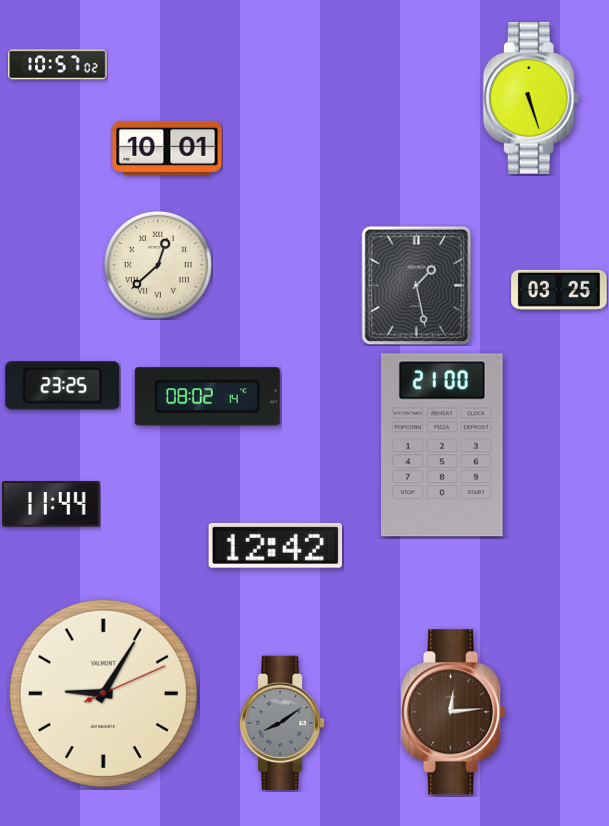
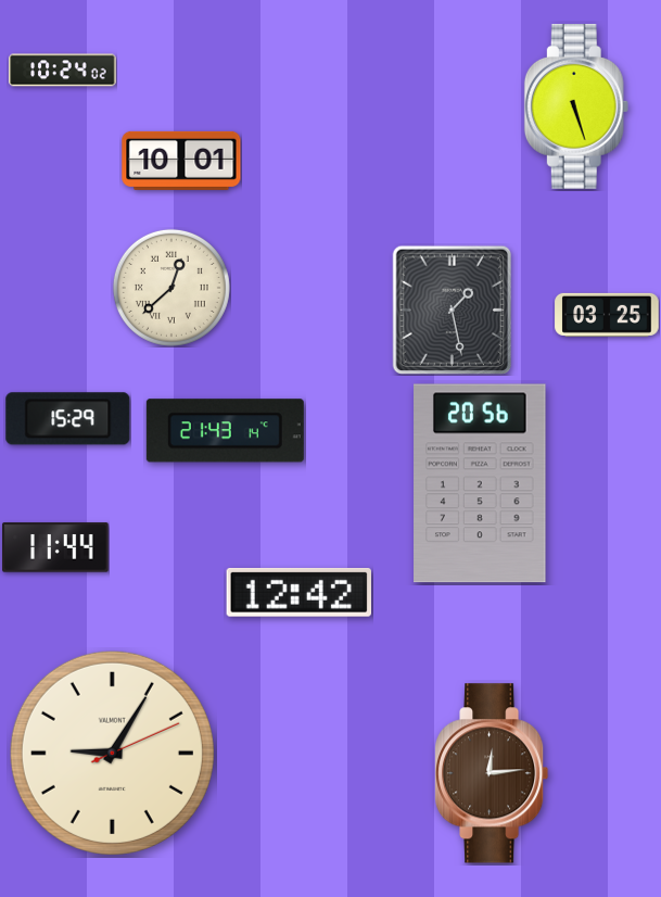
clock at (58, 65): 10:57 -> 10:24
clock at (63, 386): 23:25 -> 15:29
clock at (207, 397): 08:02 -> 21:43
clock at (442, 445): 21:00 -> 20:56
clock at (282, 723): 8:09 -> none
